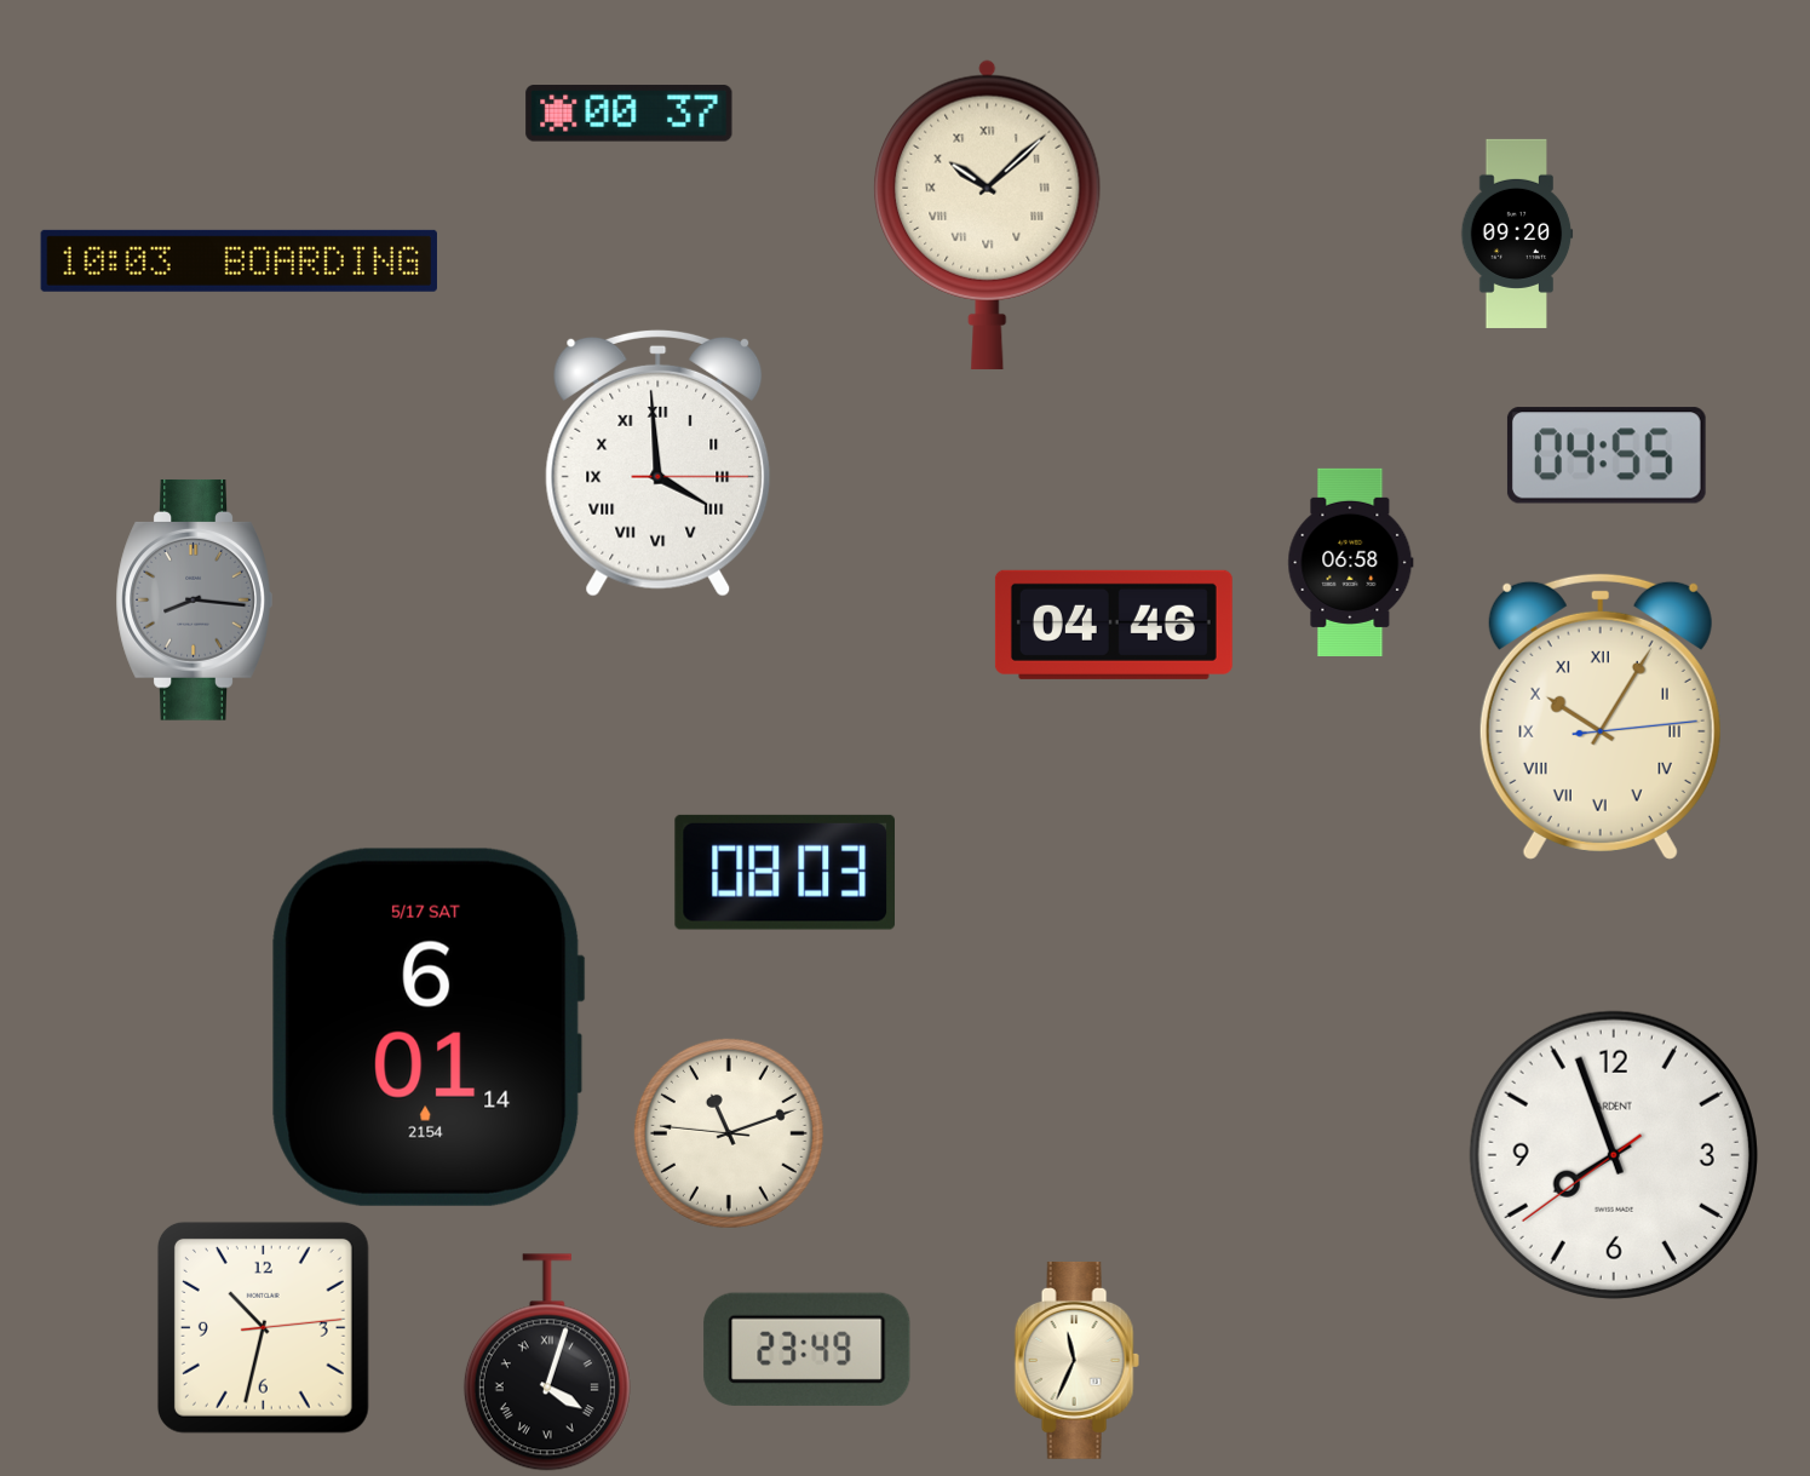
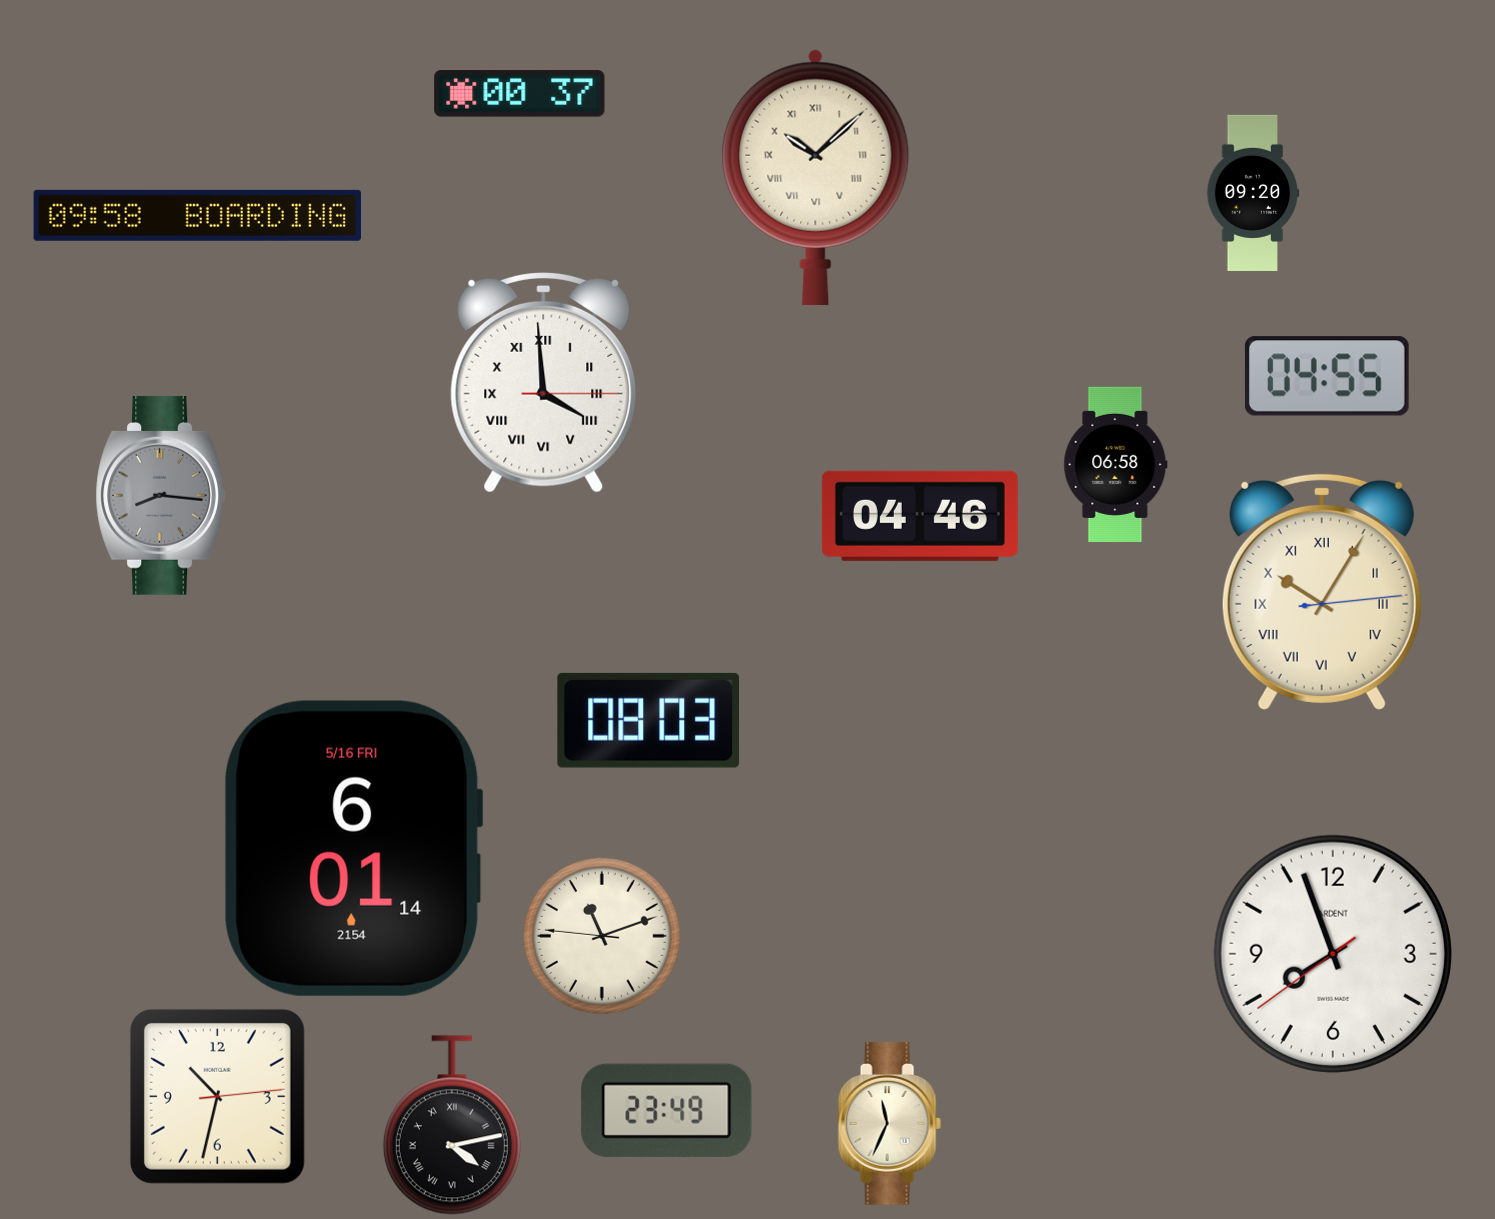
clock at (239, 260): 10:03 -> 09:58
clock at (427, 1027) date: 5/17 SAT -> 5/16 FRI
clock at (808, 1349) position: (808, 1349) -> (667, 1110)
clock at (547, 1362): 4:03 -> 4:13
